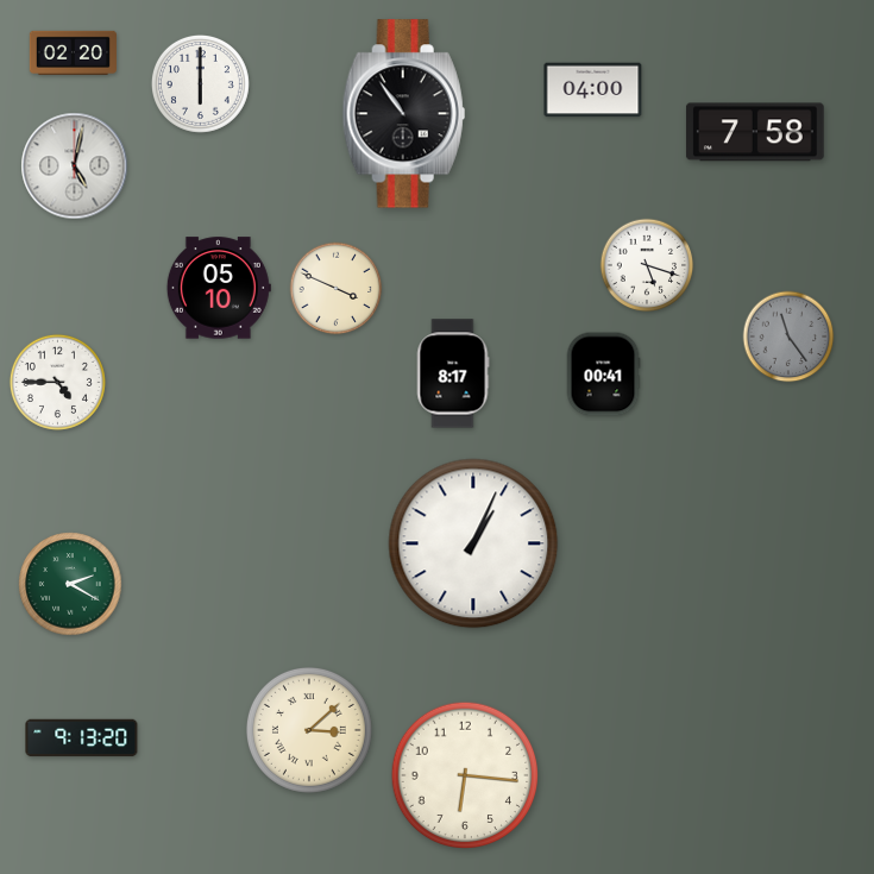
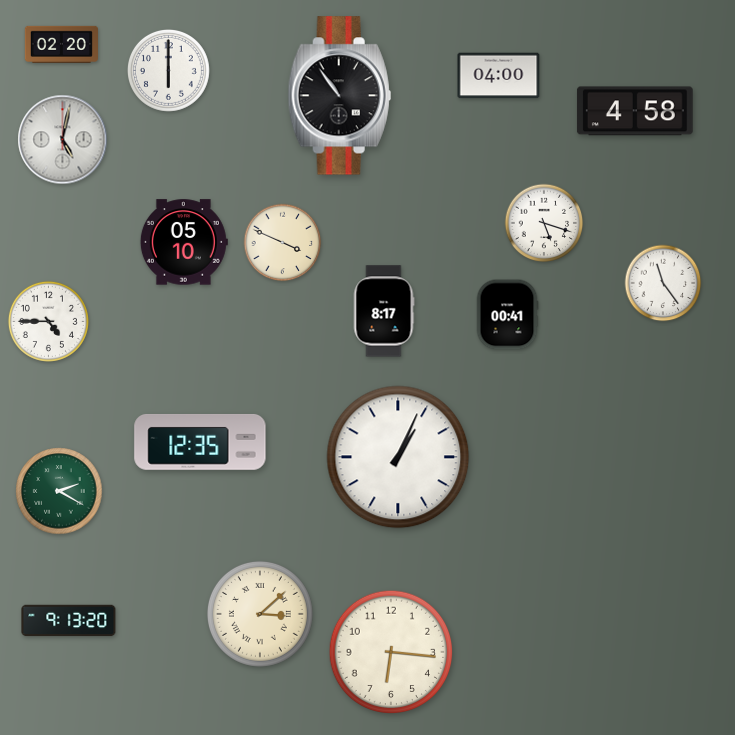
clock at (755, 132): 7:58 -> 4:58
clock at (788, 337) dial: grey -> white
clock at (453, 373) position: (453, 373) -> (384, 311)
clock at (200, 442): none -> 12:35
